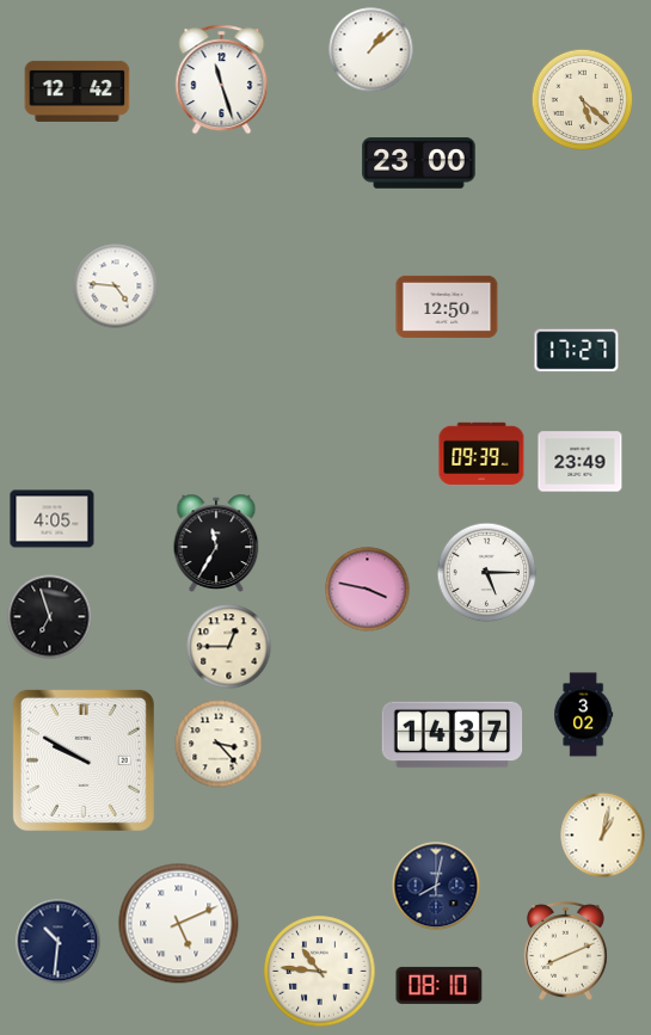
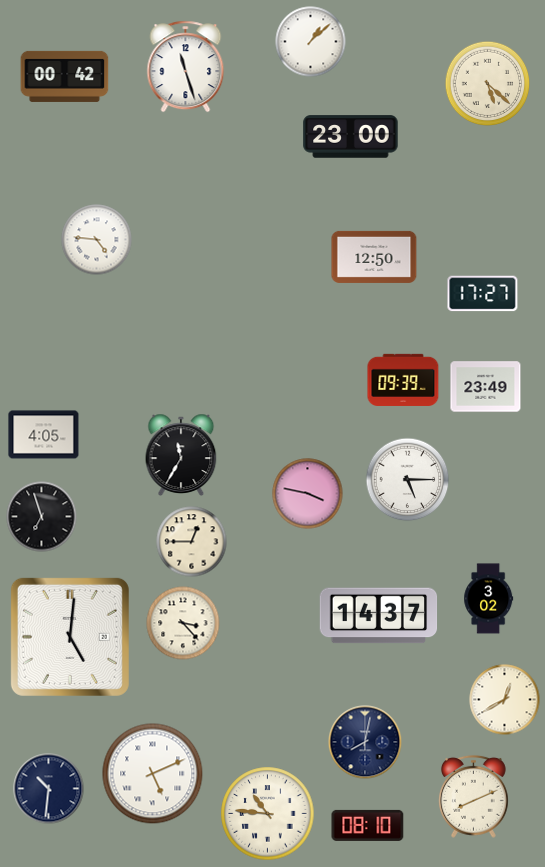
clock at (78, 91): 12:42 -> 00:42
clock at (84, 760): 9:50 -> 5:01
clock at (603, 836): 1:02 -> 12:40
clock at (179, 924) position: (179, 924) -> (153, 774)
